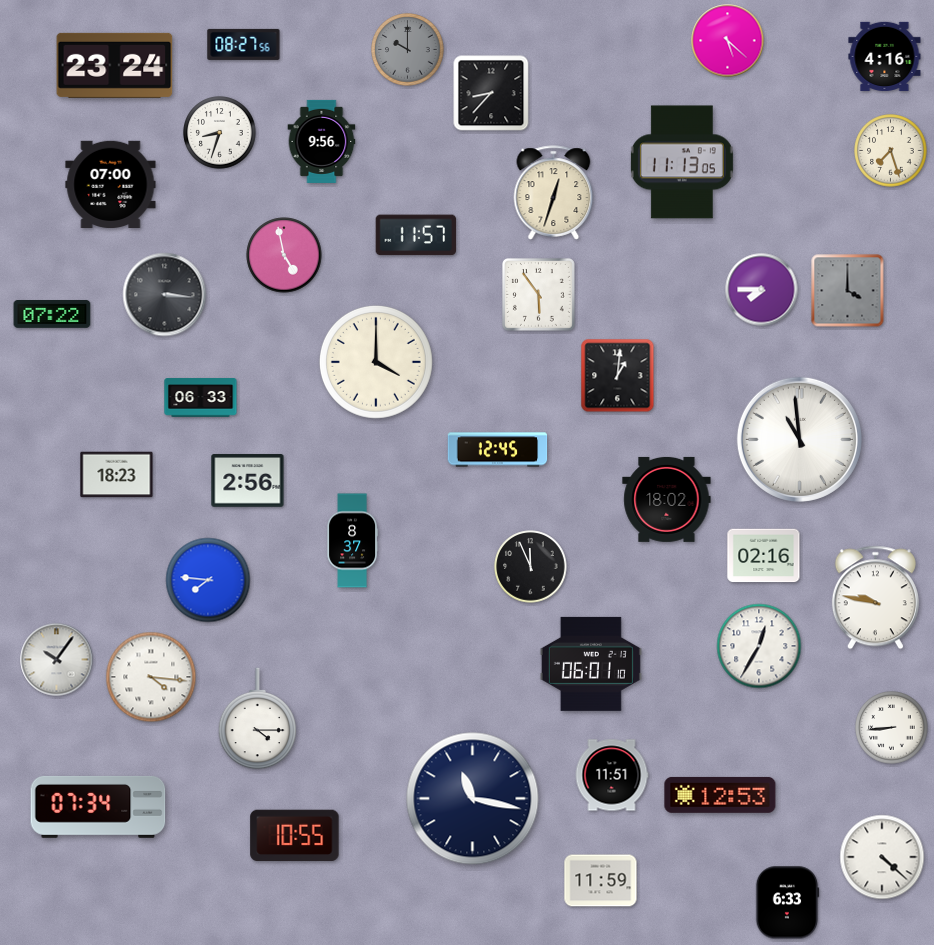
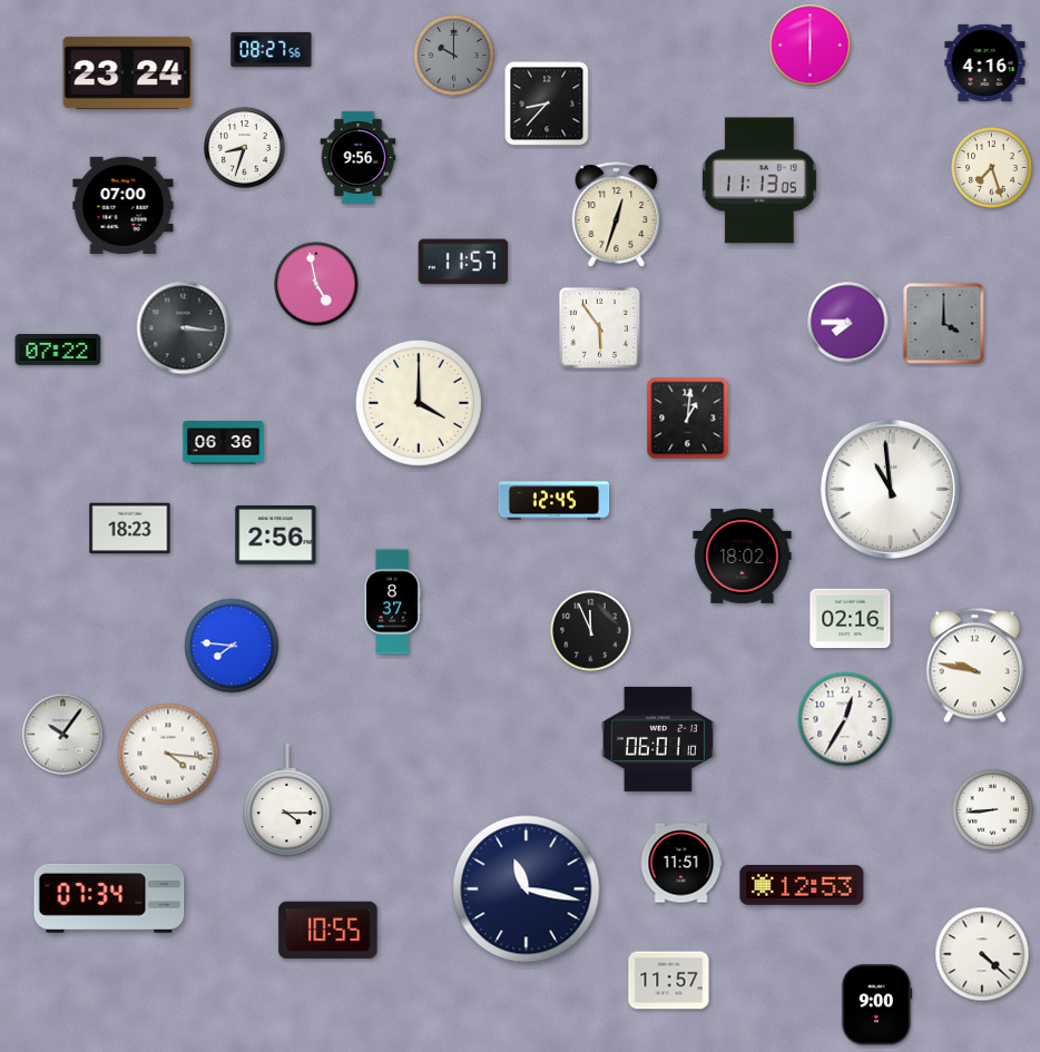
clock at (728, 41): 5:22 -> 6:00
clock at (201, 398): 06:33 -> 06:36
clock at (601, 881): 11:59 -> 11:57
clock at (787, 903): 6:33 -> 9:00
